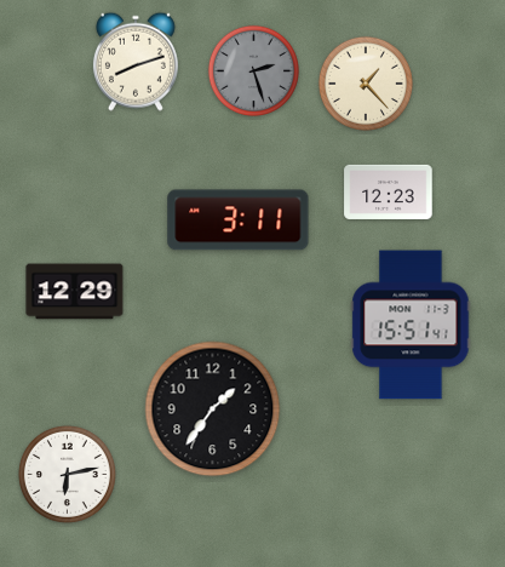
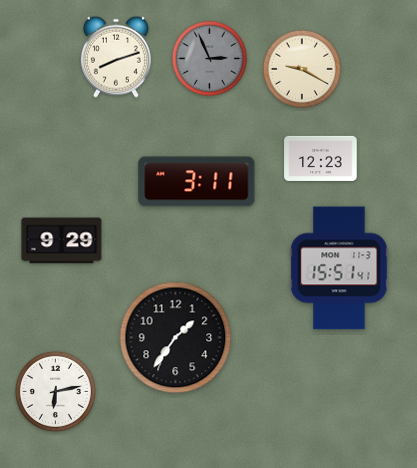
clock at (136, 62) position: (136, 62) -> (116, 57)
clock at (253, 70): 2:27 -> 2:56
clock at (366, 84): 1:23 -> 9:20
clock at (75, 292): 12:29 -> 9:29
